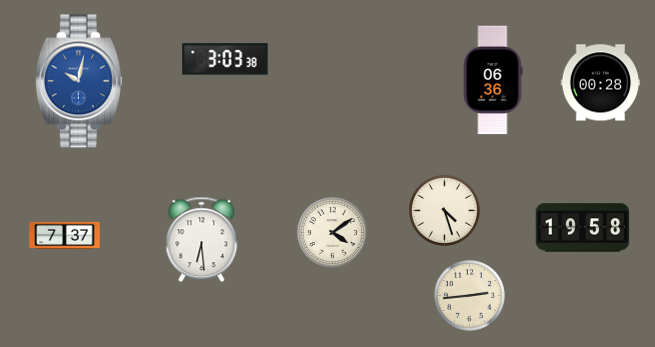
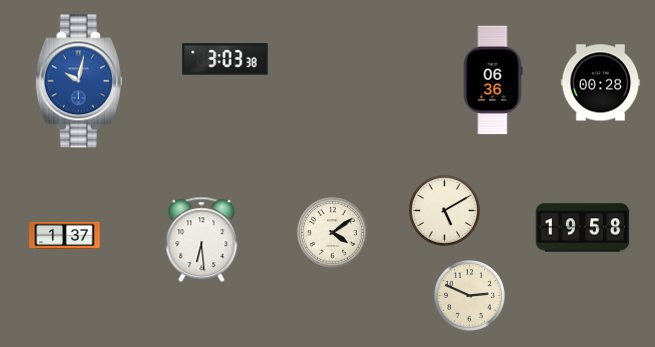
clock at (444, 210): 4:27 -> 5:10
clock at (65, 235): 7:37 -> 1:37
clock at (469, 295): 2:44 -> 2:49
